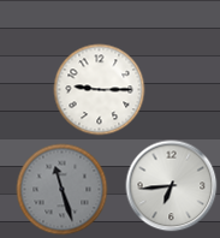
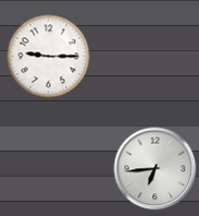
clock at (100, 90) position: (100, 90) -> (49, 57)
clock at (63, 190): 11:27 -> none
